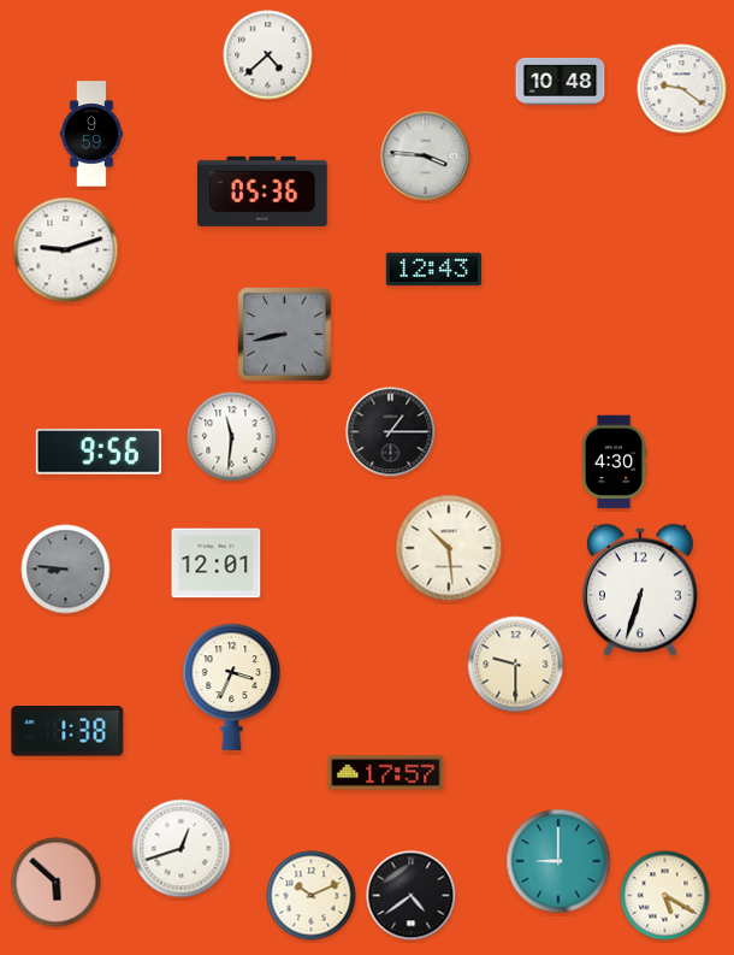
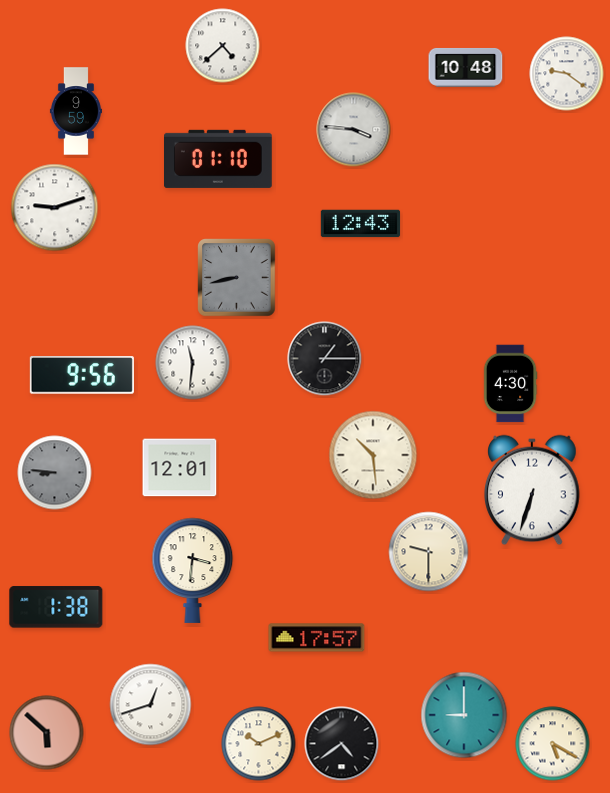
clock at (264, 191): 05:36 -> 01:10
clock at (232, 686): 3:34 -> 3:31
clock at (386, 773) position: (386, 773) -> (317, 638)
